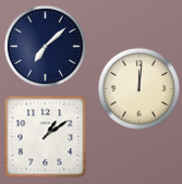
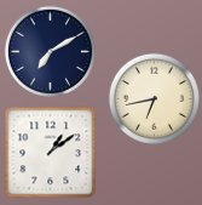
clock at (45, 46): 7:08 -> 7:10
clock at (138, 88): 12:01 -> 6:43
